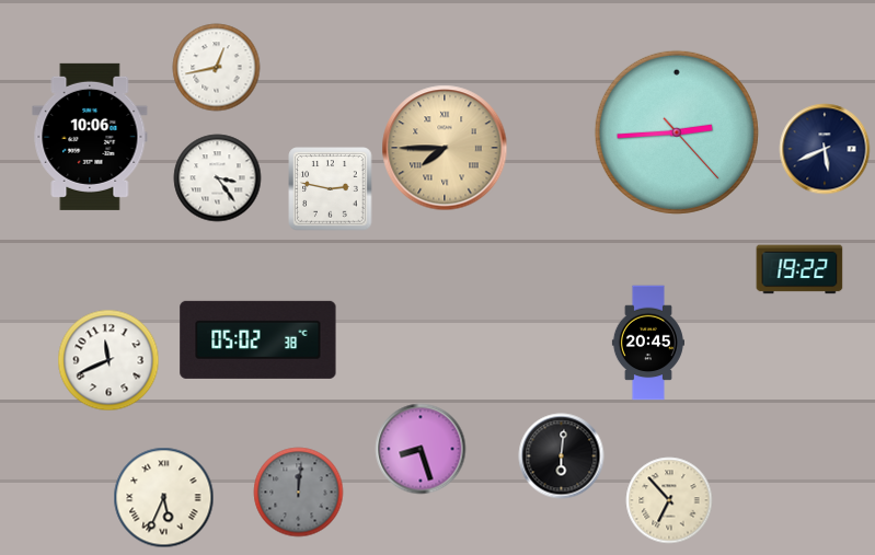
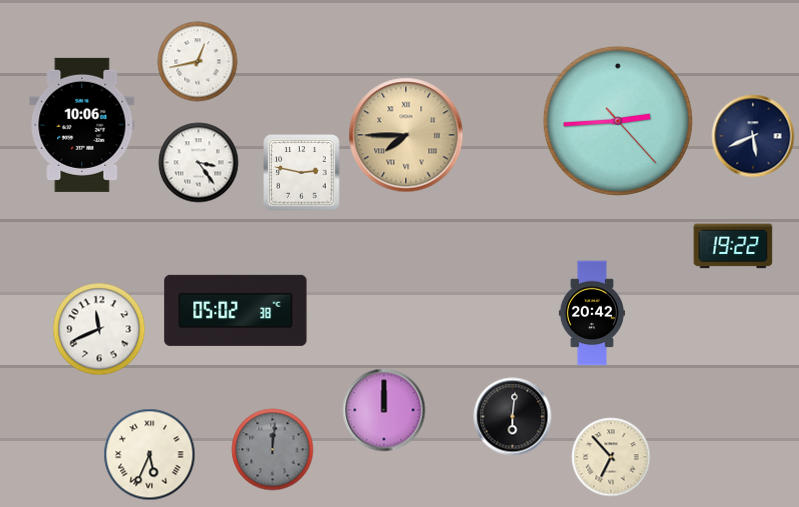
clock at (799, 269) position: (799, 269) -> (733, 246)
clock at (648, 343): 20:45 -> 20:42
clock at (421, 449): 8:27 -> 12:00
